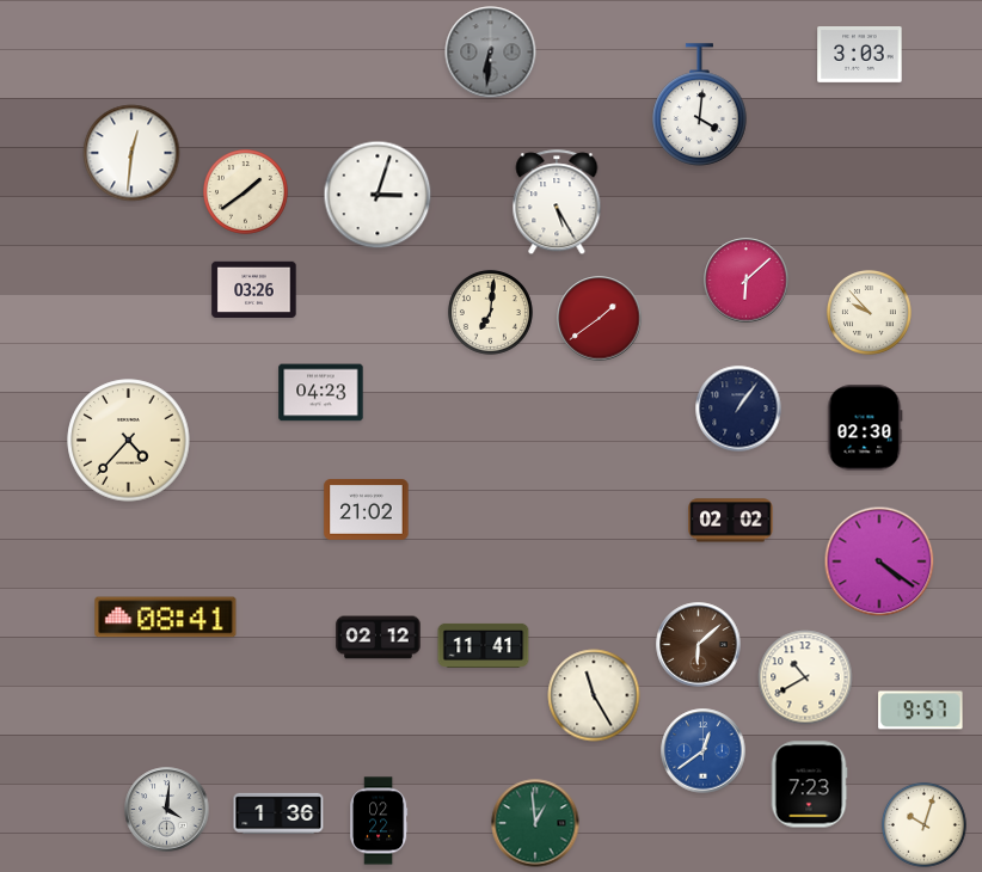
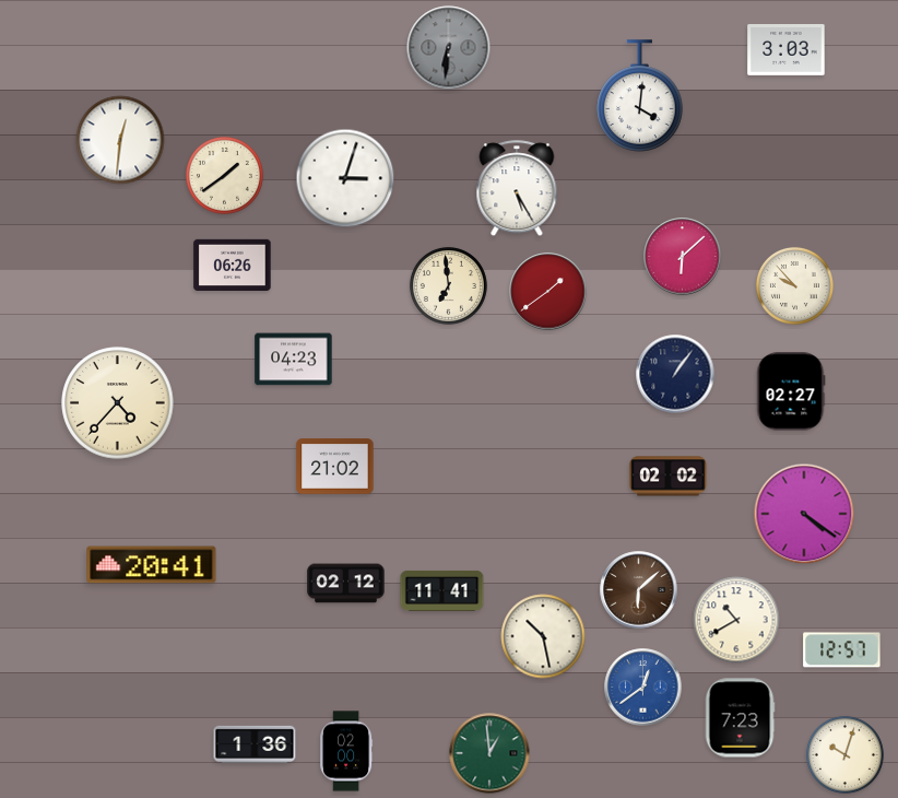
clock at (557, 203) position: (557, 203) -> (517, 189)
clock at (254, 289): 03:26 -> 06:26
clock at (490, 312): 7:01 -> 6:59
clock at (865, 428): 02:30 -> 02:27
clock at (166, 618): 08:41 -> 20:41
clock at (594, 695): 11:25 -> 10:28
clock at (921, 711): 9:57 -> 12:57
clock at (167, 810): 4:01 -> none
clock at (379, 821): 02:22 -> 02:00
